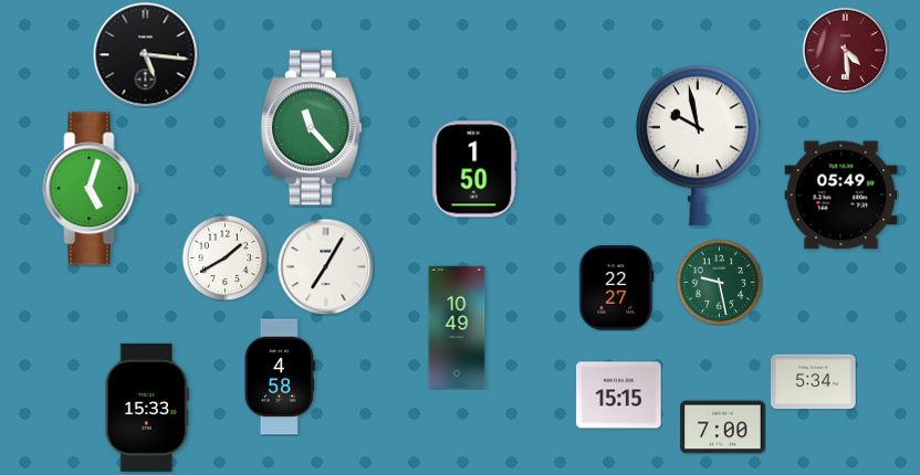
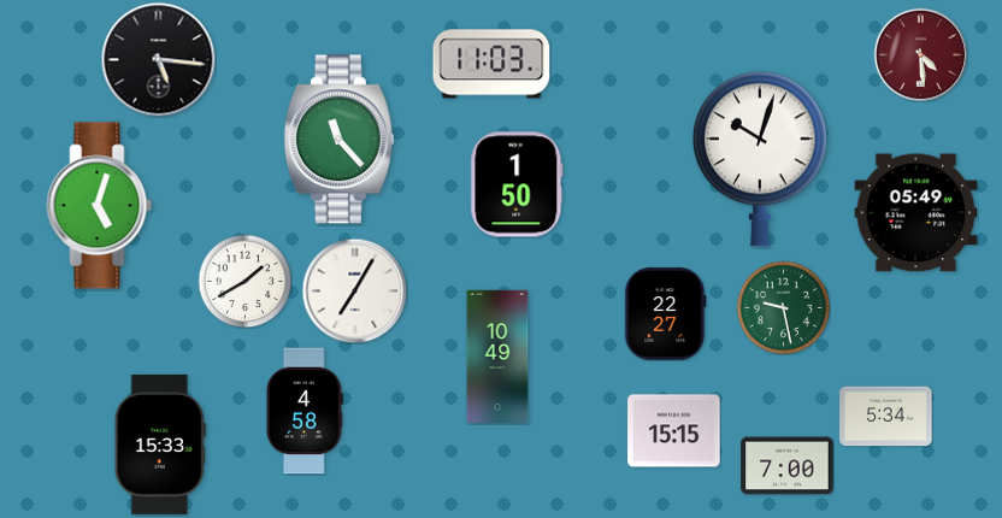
clock at (491, 64): none -> 11:03
clock at (698, 146): 9:58 -> 10:03
clock at (617, 288) position: (617, 288) -> (666, 314)
